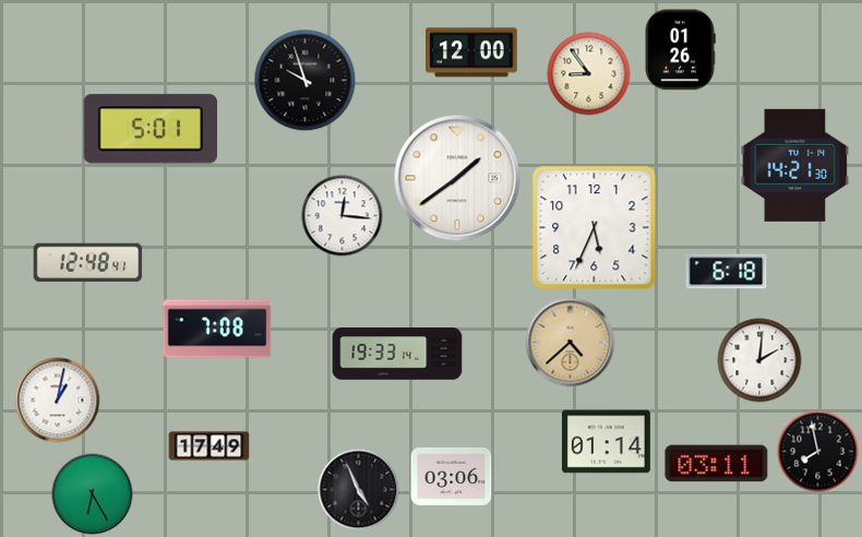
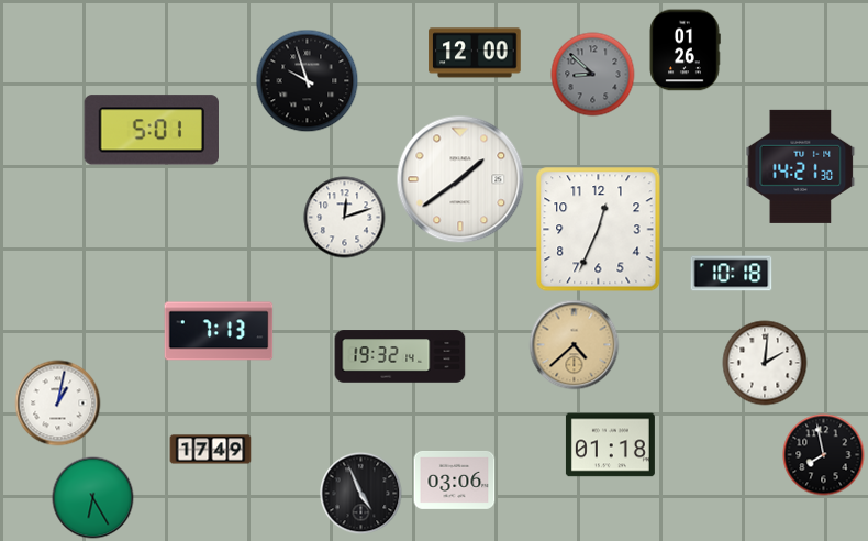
clock at (589, 74): 8:54 -> 8:52
clock at (589, 74) dial: cream -> grey
clock at (343, 216): 12:16 -> 12:12
clock at (595, 228): 5:34 -> 12:34
clock at (88, 263): 12:48 -> none
clock at (727, 272): 6:18 -> 10:18
clock at (217, 329): 7:08 -> 7:13
clock at (397, 354): 19:33 -> 19:32
clock at (606, 442): 01:14 -> 01:18
clock at (717, 464): 03:11 -> none
